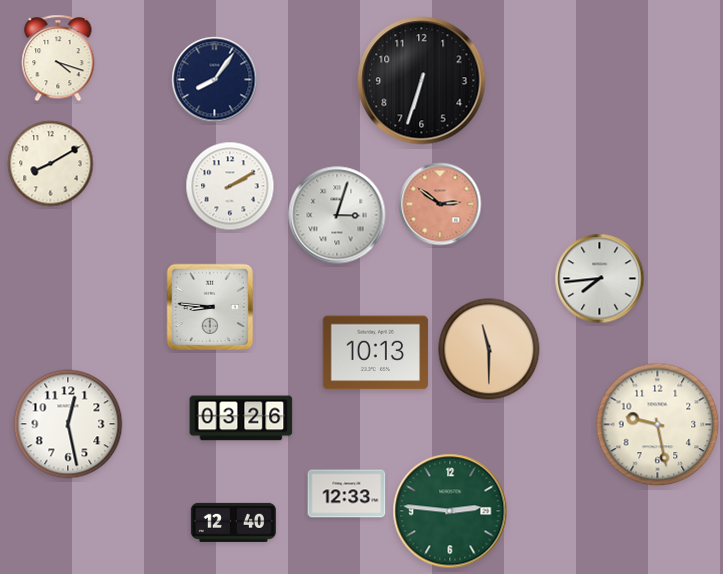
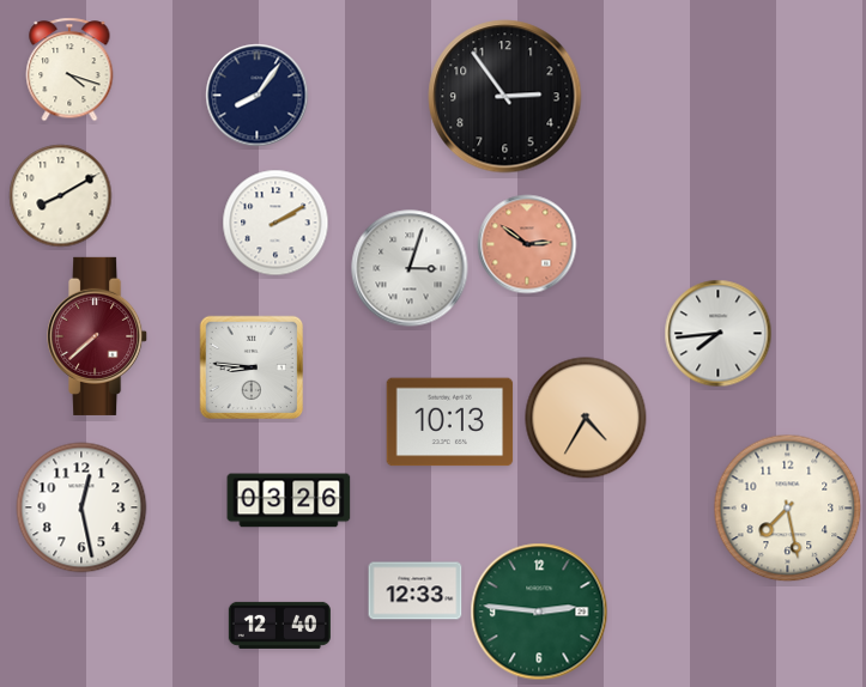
clock at (422, 81): 6:33 -> 2:54
clock at (337, 215) position: (337, 215) -> (410, 268)
clock at (98, 336): none -> 7:38
clock at (489, 349): 11:30 -> 4:35
clock at (658, 425): 9:28 -> 7:28
